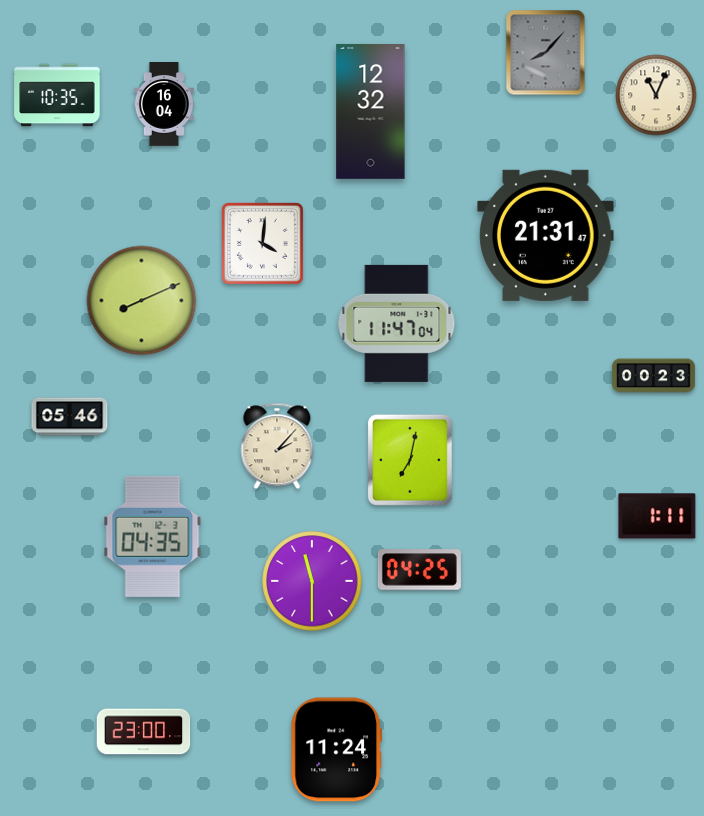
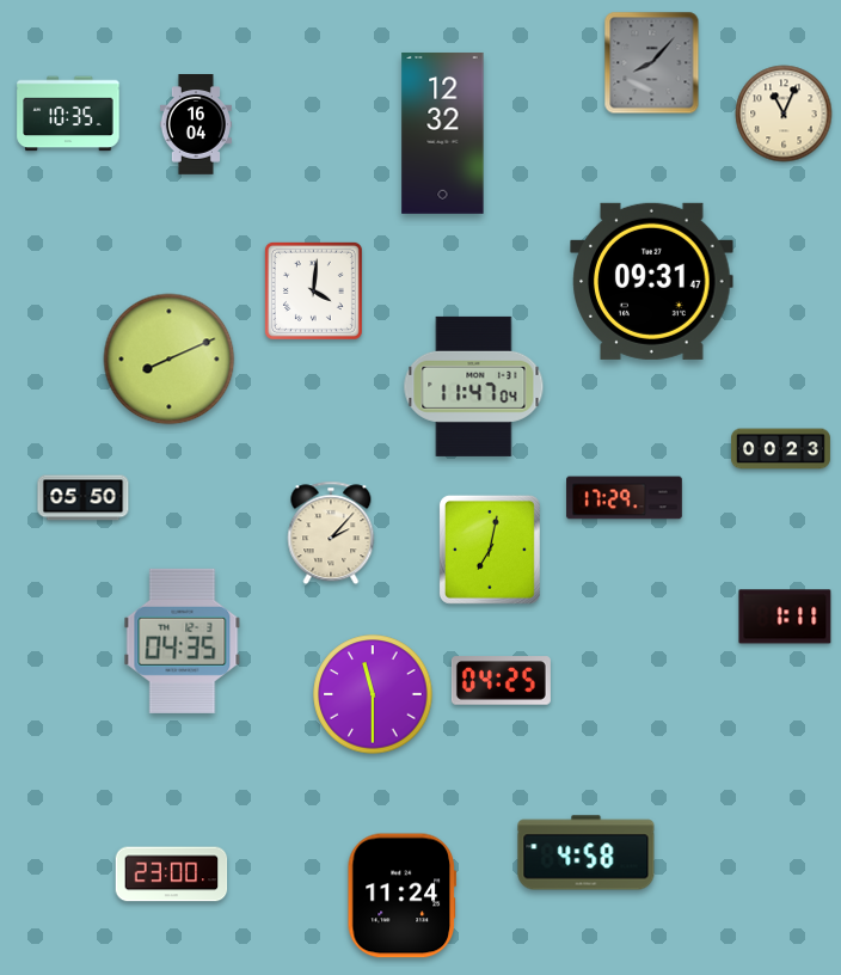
clock at (546, 235): 21:31 -> 09:31
clock at (70, 417): 05:46 -> 05:50
clock at (625, 498): none -> 17:29
clock at (587, 853): none -> 4:58
